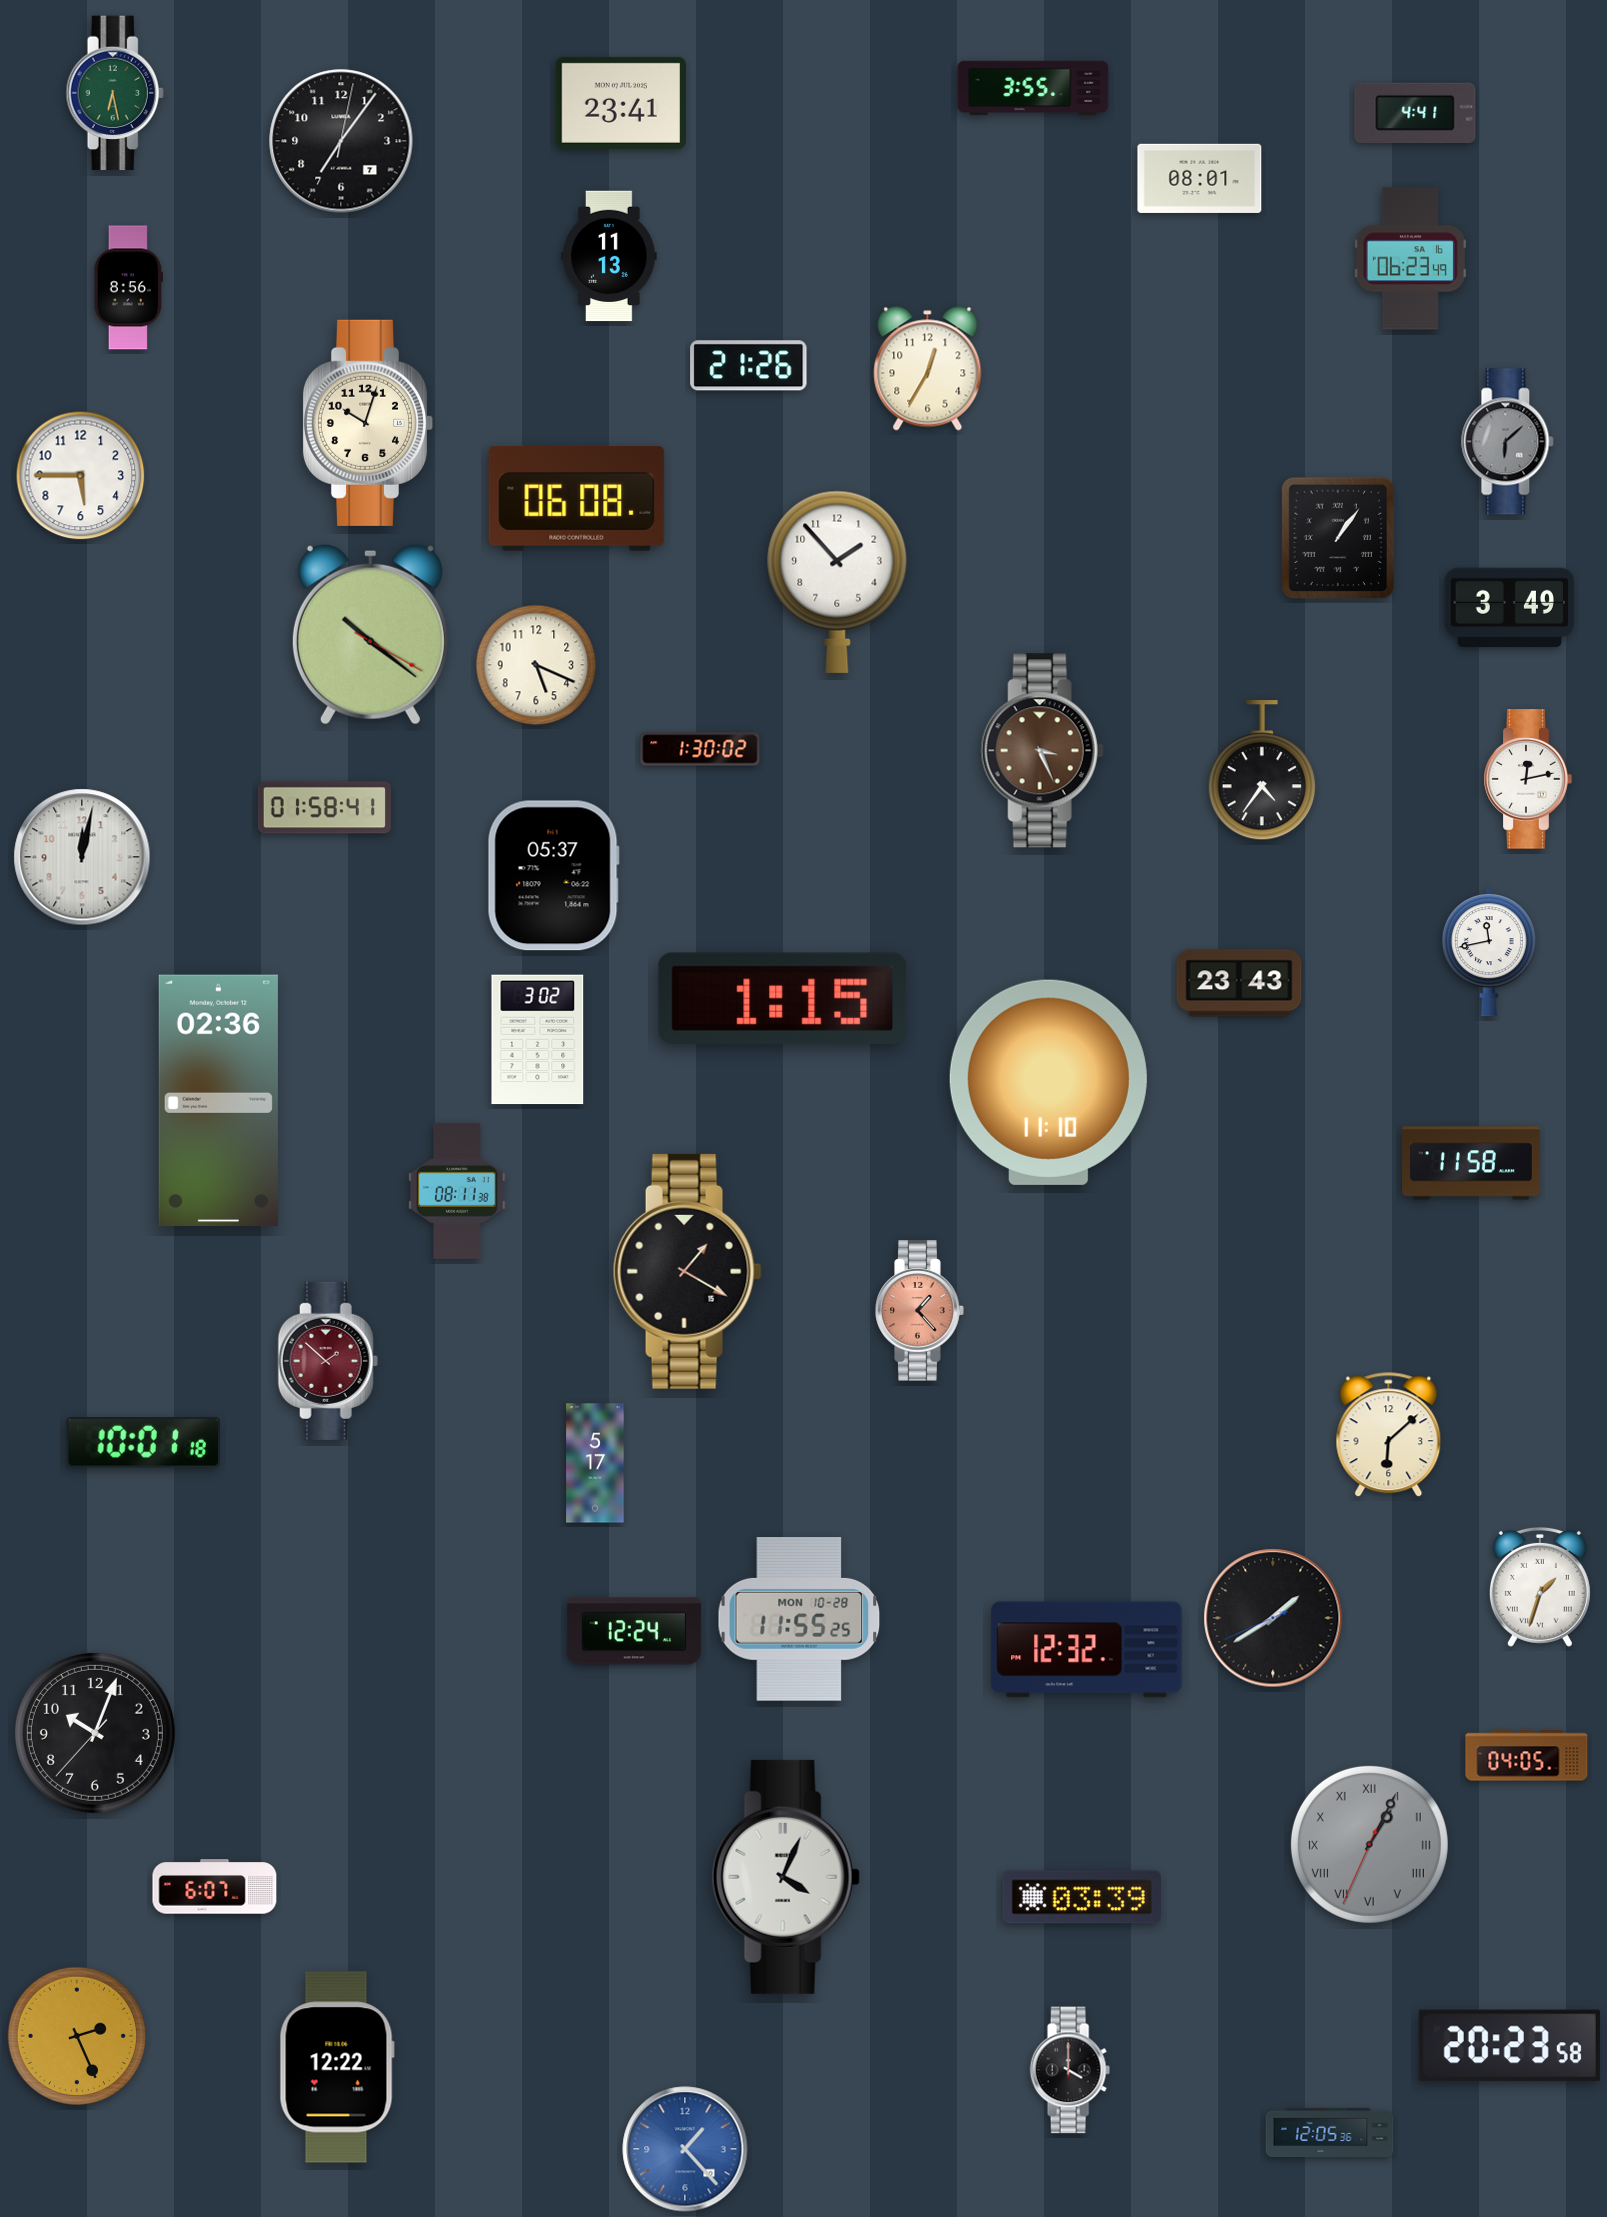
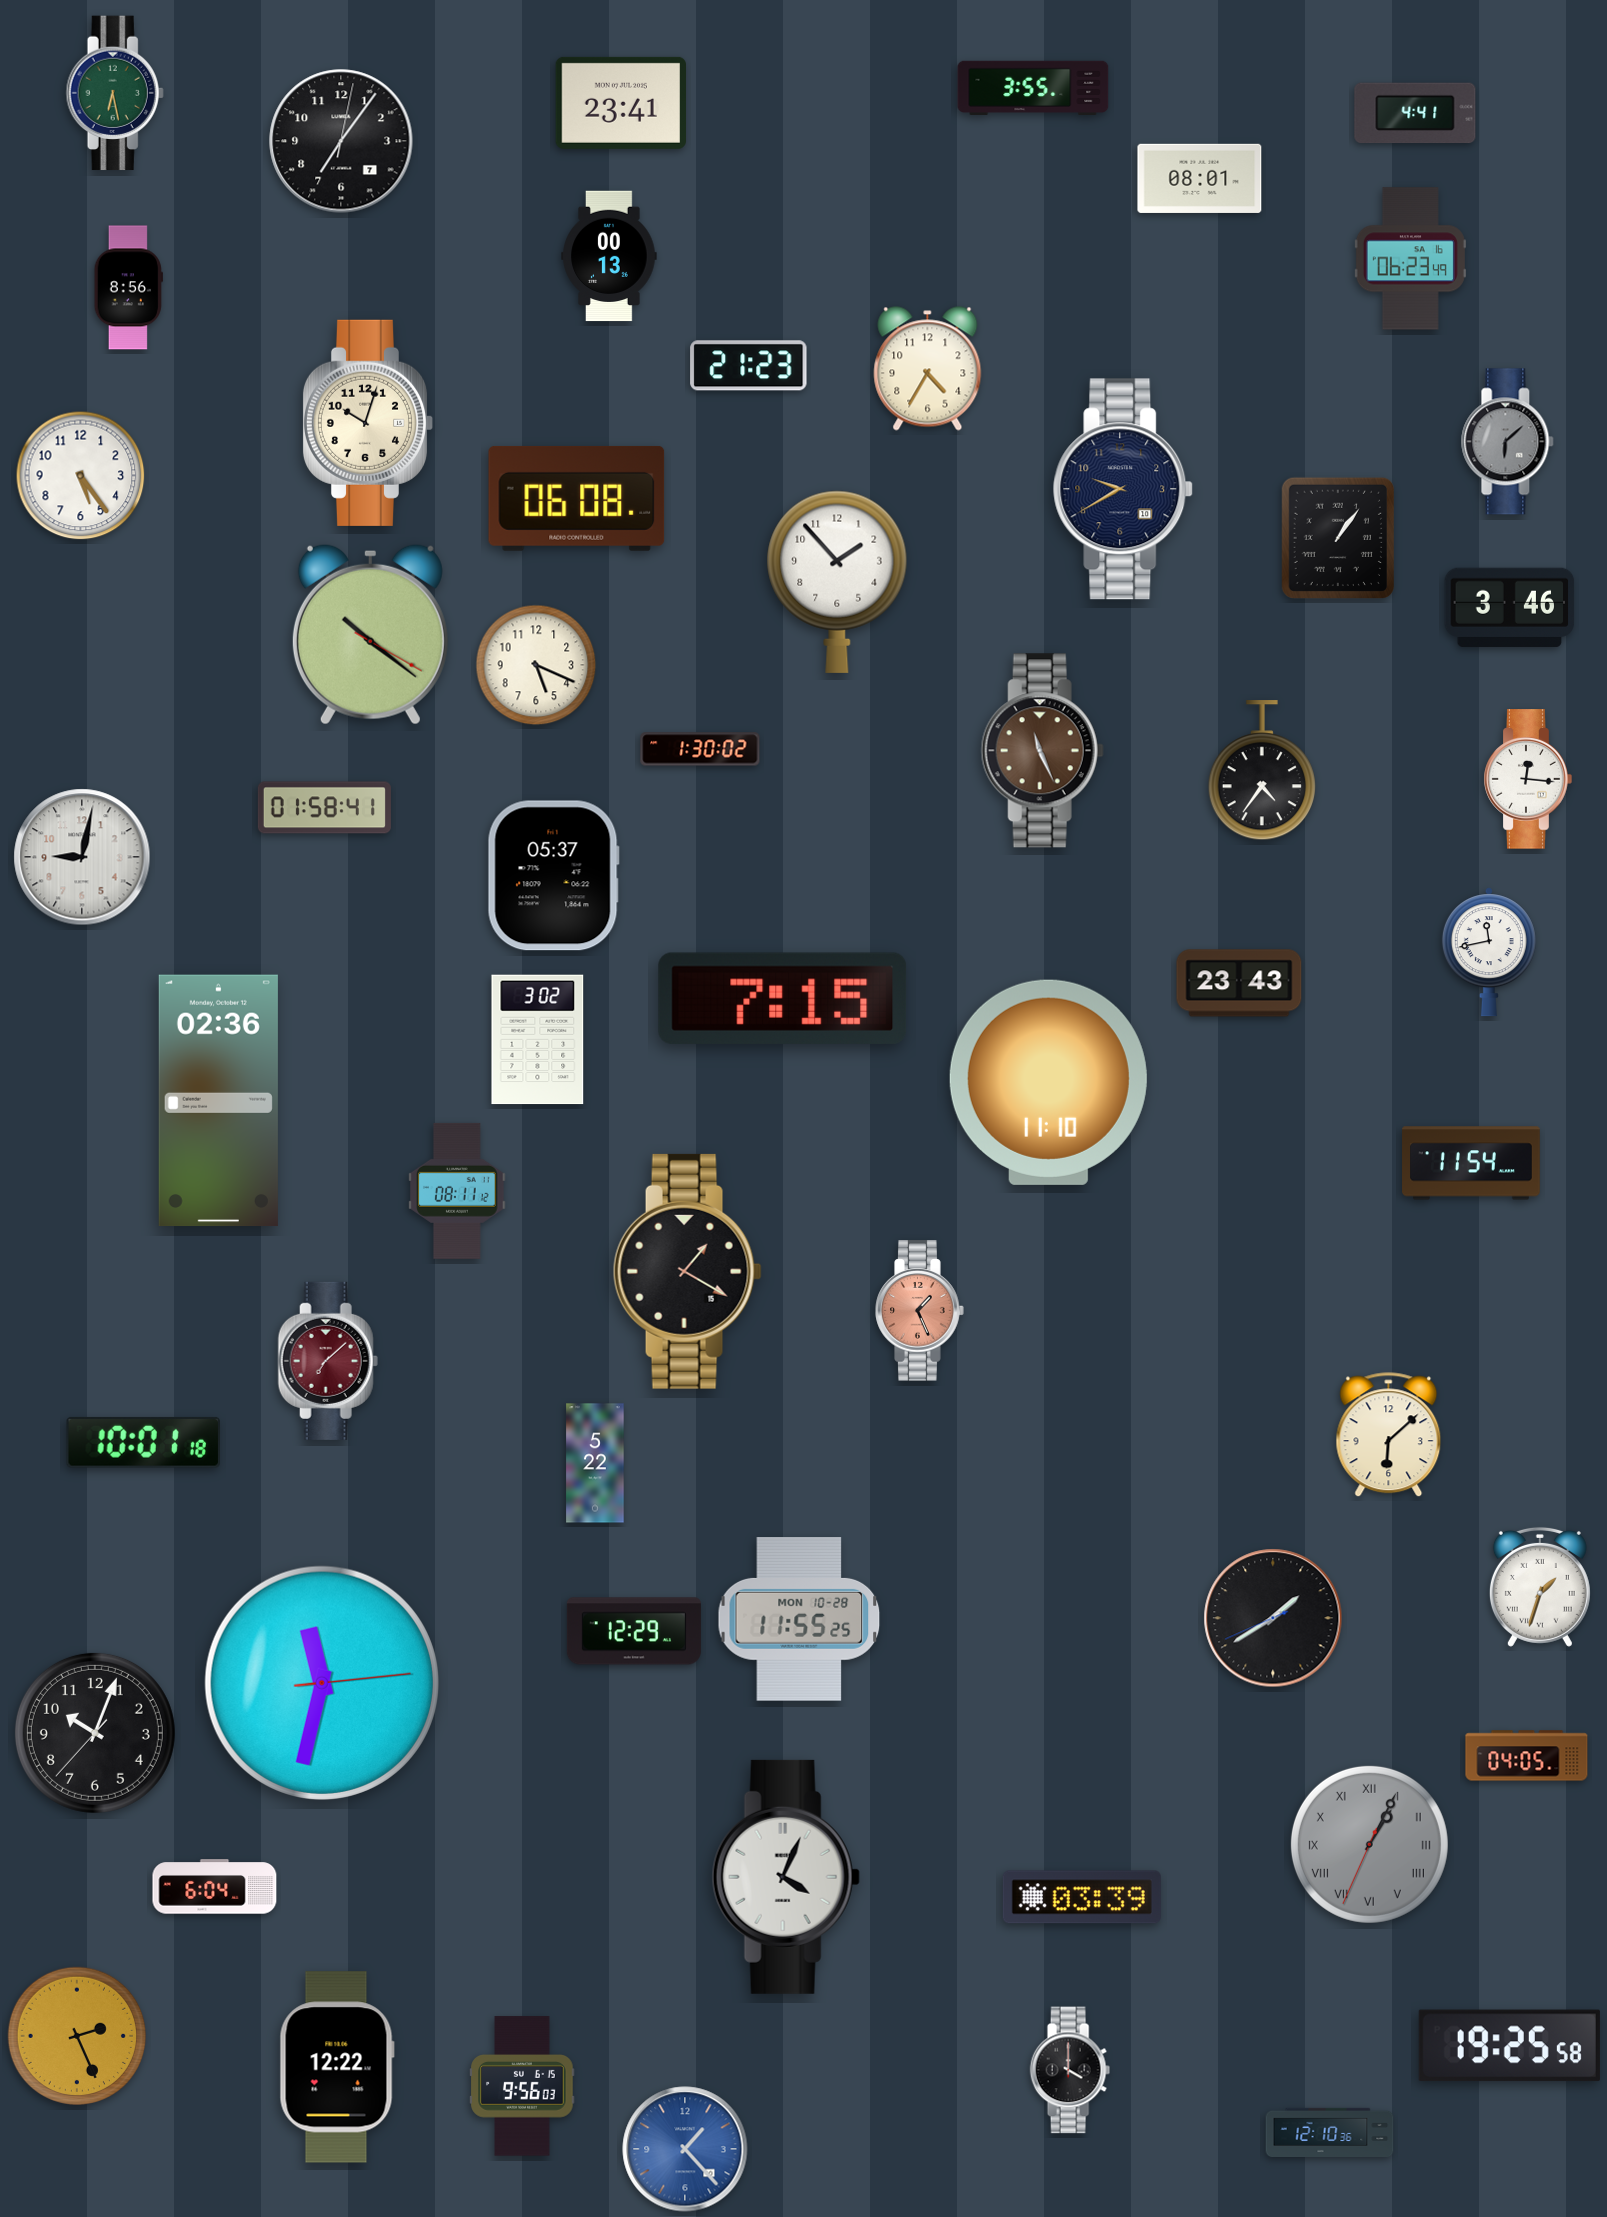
clock at (609, 256): 11:13 -> 00:13
clock at (749, 366): 21:26 -> 21:23
clock at (928, 369): 12:35 -> 4:35
clock at (81, 476): 5:45 -> 5:24
clock at (1124, 489): none -> 9:40
clock at (1510, 607): 3:49 -> 3:46
clock at (1042, 751): 3:26 -> 11:26
clock at (1528, 779): 12:13 -> 12:16
clock at (82, 857): 12:02 -> 9:02
clock at (783, 998): 1:15 -> 7:15
clock at (1471, 1163): 11:58 -> 11:54
clock at (457, 1191): 08:11:38 -> 08:11:12
clock at (920, 1311): 1:23 -> 1:26
clock at (328, 1361): 1:52 -> 7:08
clock at (595, 1463): 5:17 -> 5:22
clock at (634, 1631): 12:24 -> 12:29
clock at (1087, 1650): 12:32 -> none
clock at (322, 1683): none -> 11:32
clock at (215, 1887): 6:07 -> 6:04
clock at (1509, 2046): 20:23 -> 19:25
clock at (522, 2086): none -> 9:56
clock at (1330, 2132): 12:05 -> 12:10
